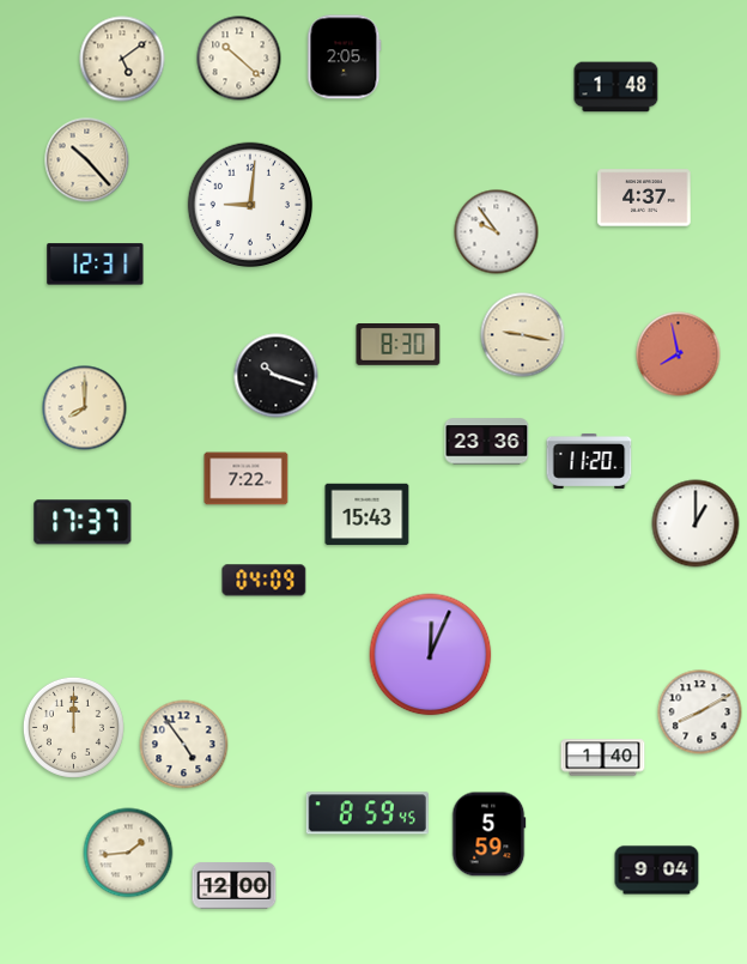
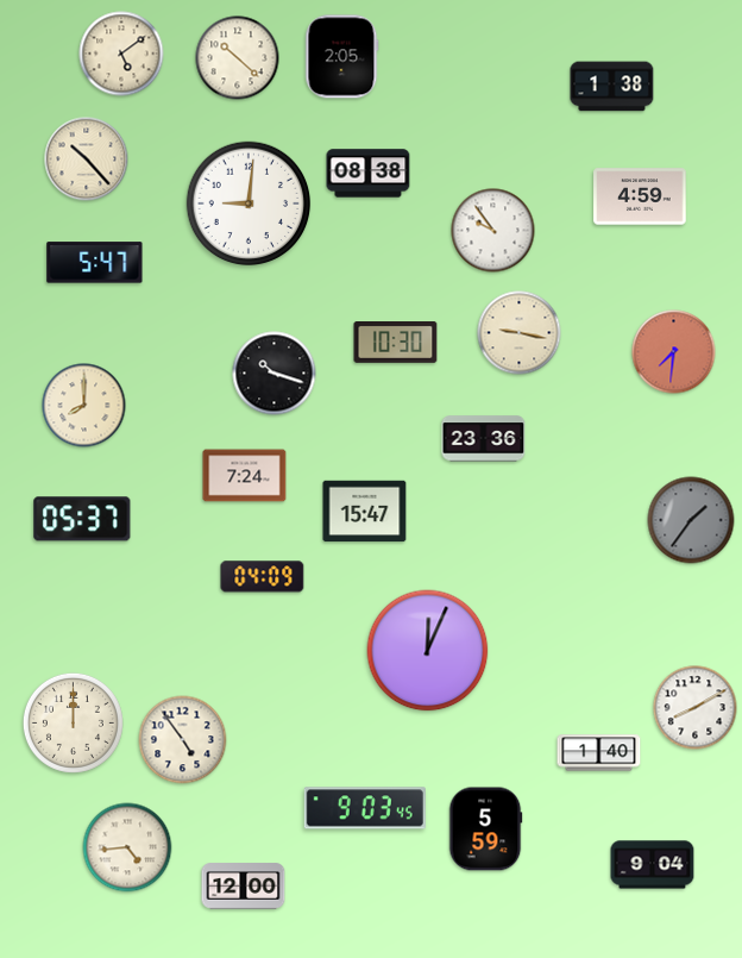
clock at (122, 59) position: (122, 59) -> (121, 54)
clock at (617, 87): 1:48 -> 1:38
clock at (369, 174): none -> 08:38
clock at (644, 198): 4:37 -> 4:59
clock at (96, 265): 12:31 -> 5:47
clock at (399, 345): 8:30 -> 10:30
clock at (679, 354): 7:58 -> 7:31
clock at (589, 461): 11:20 -> none
clock at (247, 479): 7:22 -> 7:24
clock at (368, 515): 15:43 -> 15:47
clock at (83, 522): 17:37 -> 05:37
clock at (696, 523): 1:00 -> 1:36
clock at (696, 523) dial: white -> grey
clock at (368, 813): 8:59 -> 9:03
clock at (128, 853): 1:44 -> 4:44
clock at (235, 886) position: (235, 886) -> (244, 887)
